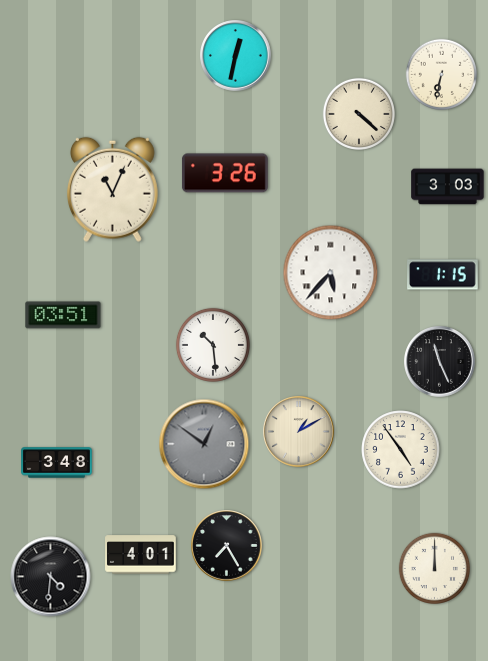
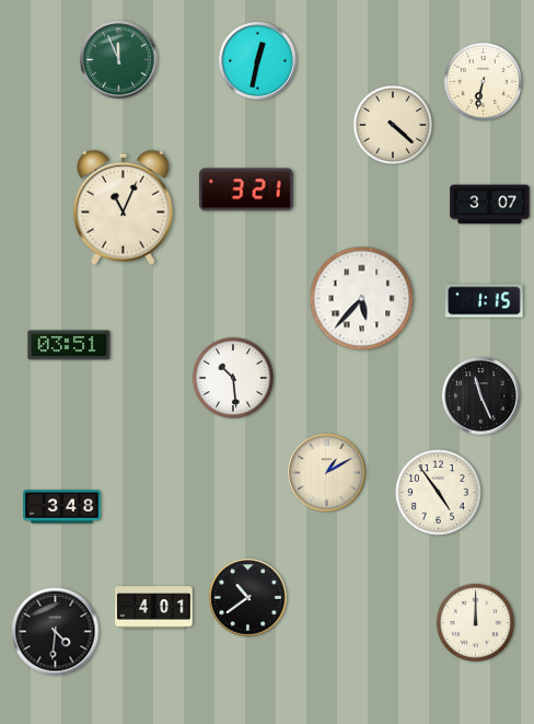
clock at (119, 60): none -> 11:56
clock at (225, 173): 3:26 -> 3:21
clock at (448, 187): 3:03 -> 3:07
clock at (204, 444): 12:51 -> none
clock at (227, 546): 7:25 -> 10:39
